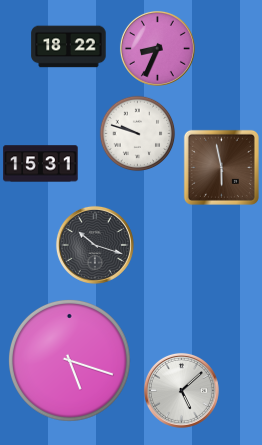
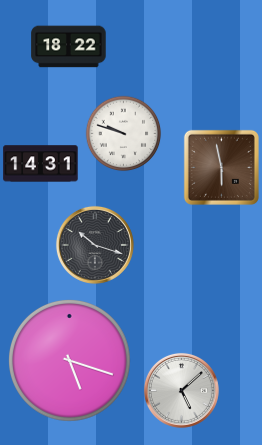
clock at (157, 48): 8:34 -> none
clock at (138, 134) position: (138, 134) -> (124, 134)
clock at (41, 164): 15:31 -> 14:31
